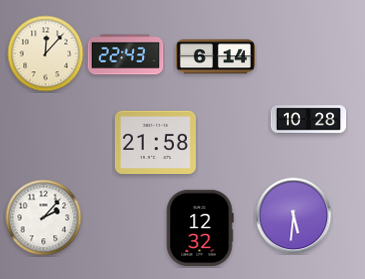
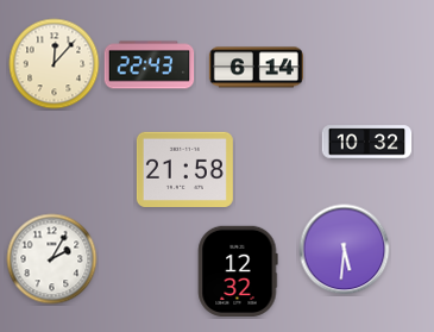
clock at (309, 120): 10:28 -> 10:32
clock at (294, 216) position: (294, 216) -> (345, 250)
clock at (44, 218): 2:07 -> 2:05
